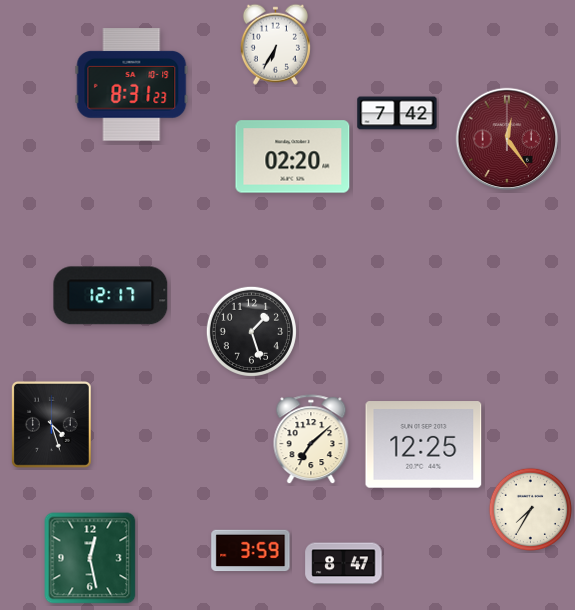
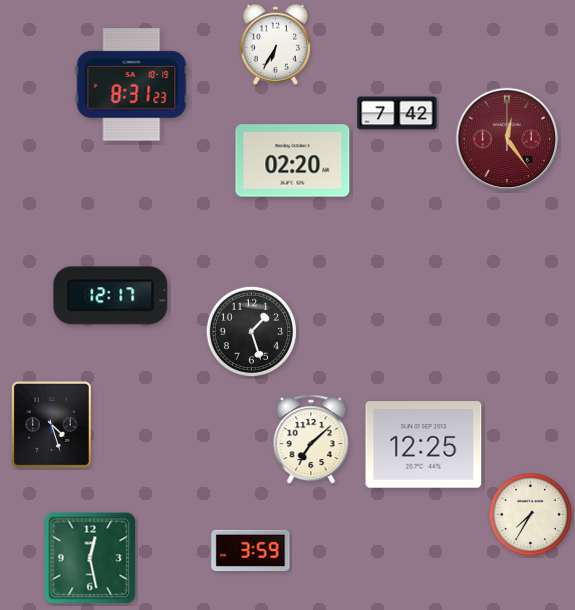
clock at (293, 157) position: (293, 157) -> (293, 161)
clock at (531, 510) position: (531, 510) -> (531, 515)
clock at (344, 564): 8:47 -> none
